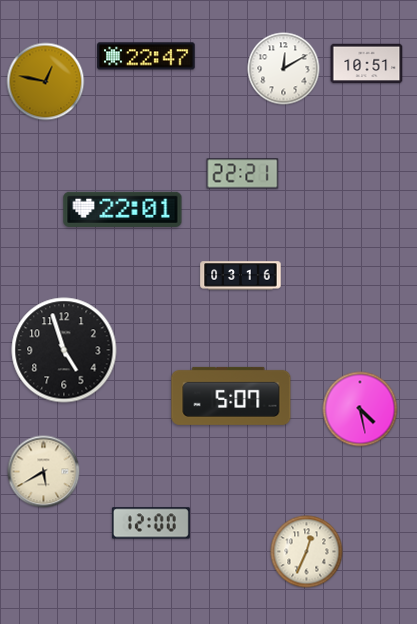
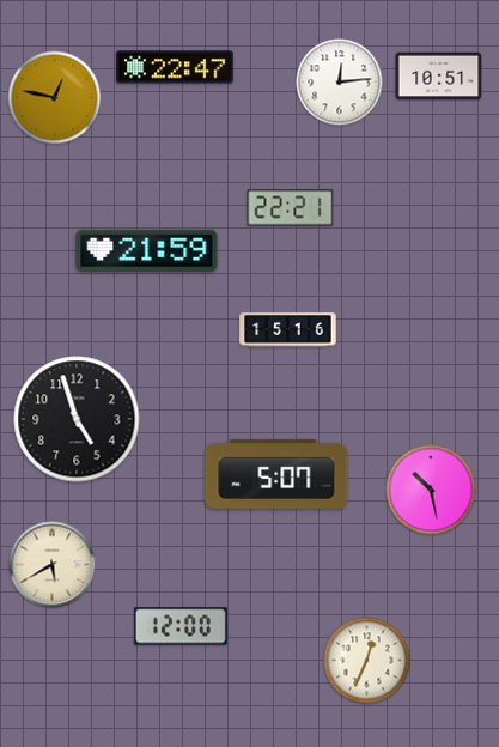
clock at (284, 69): 12:10 -> 12:14
clock at (123, 209): 22:01 -> 21:59
clock at (241, 276): 03:16 -> 15:16
clock at (360, 409): 4:28 -> 10:28
